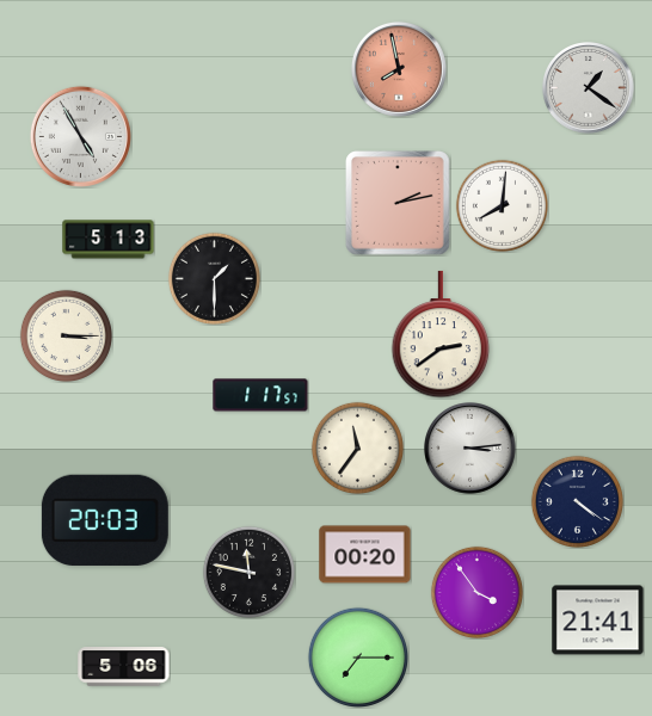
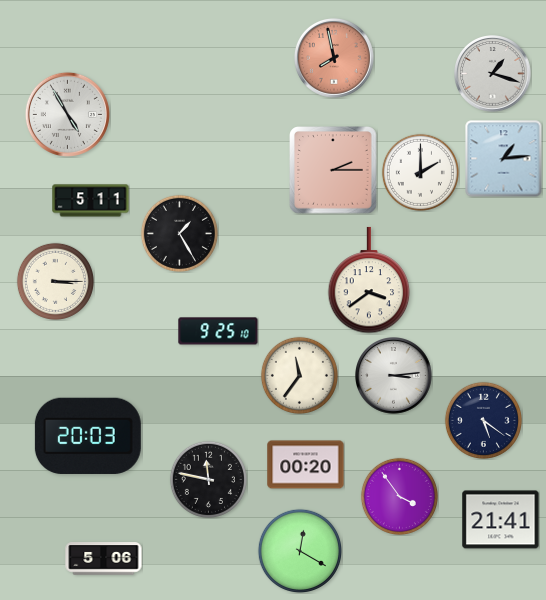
clock at (589, 88): 1:21 -> 1:18
clock at (504, 159): none -> 1:14
clock at (398, 203): 2:13 -> 2:15
clock at (502, 205): 8:01 -> 2:00
clock at (109, 240): 5:13 -> 5:11
clock at (214, 278): 1:30 -> 1:25
clock at (441, 334): 2:39 -> 3:39
clock at (260, 395): 1:17 -> 9:25
clock at (577, 501): 4:21 -> 5:21
clock at (357, 656): 7:15 -> 12:20
